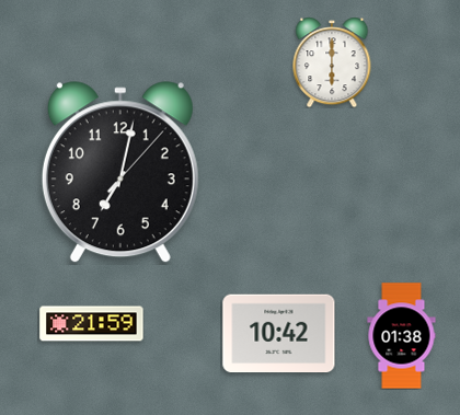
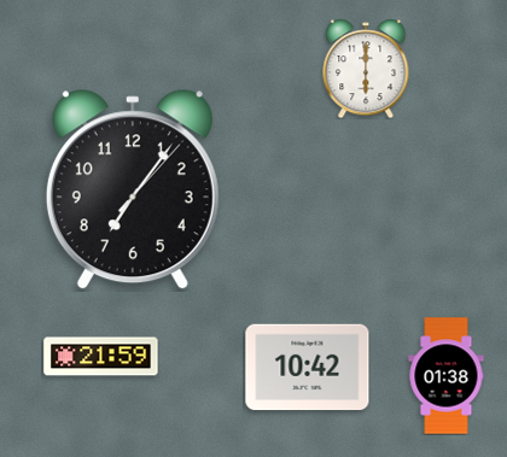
clock at (120, 173): 7:02 -> 7:06
clock at (402, 336) position: (402, 336) -> (447, 376)
